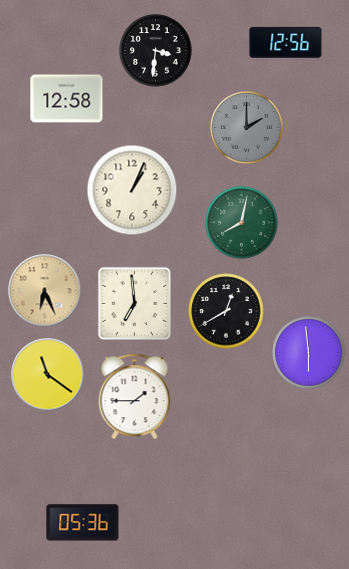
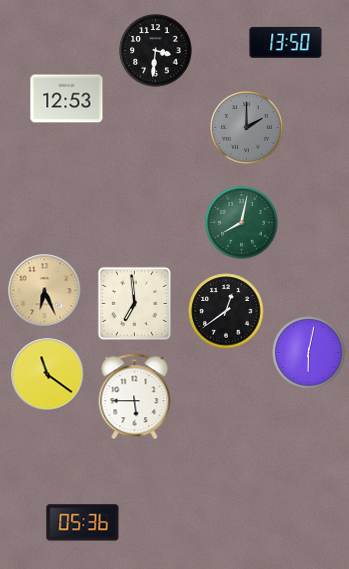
clock at (286, 42): 12:56 -> 13:50
clock at (67, 99): 12:58 -> 12:53
clock at (132, 190): 1:04 -> none
clock at (226, 311): 12:40 -> 12:39
clock at (309, 353): 5:59 -> 6:02
clock at (135, 397): 1:45 -> 5:45
